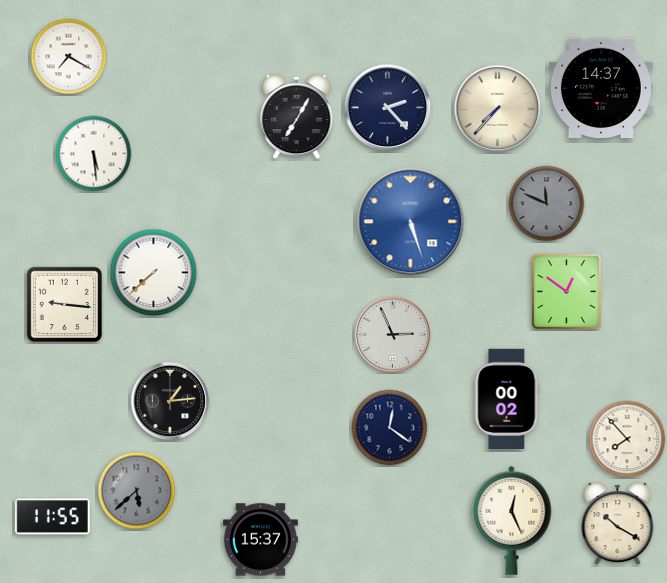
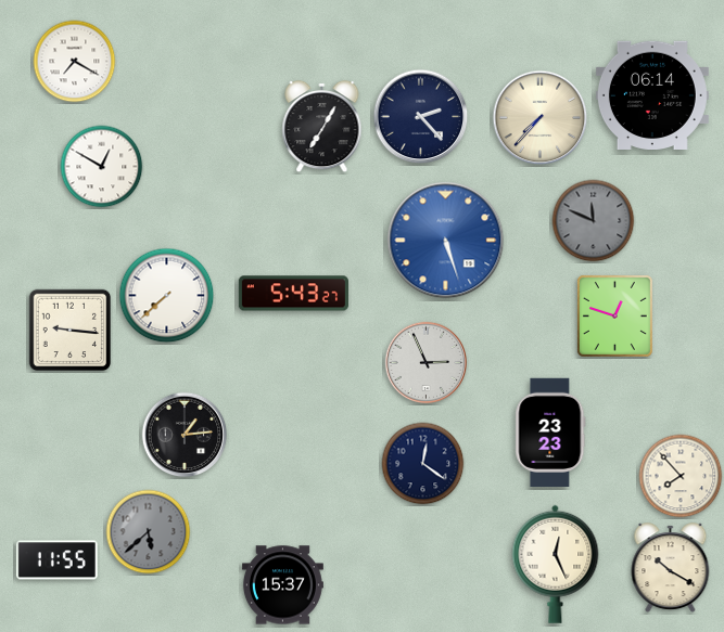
clock at (601, 87): 14:37 -> 06:14
clock at (94, 154): 5:29 -> 12:50
clock at (293, 294): none -> 5:43
clock at (566, 291): 12:51 -> 12:48
clock at (507, 398): 00:02 -> 23:23
